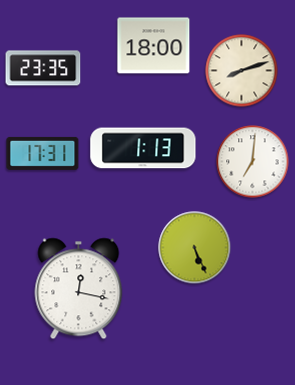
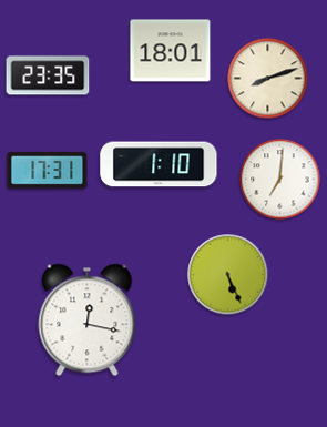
clock at (154, 46): 18:00 -> 18:01
clock at (143, 148): 1:13 -> 1:10
clock at (195, 248) position: (195, 248) -> (228, 275)
